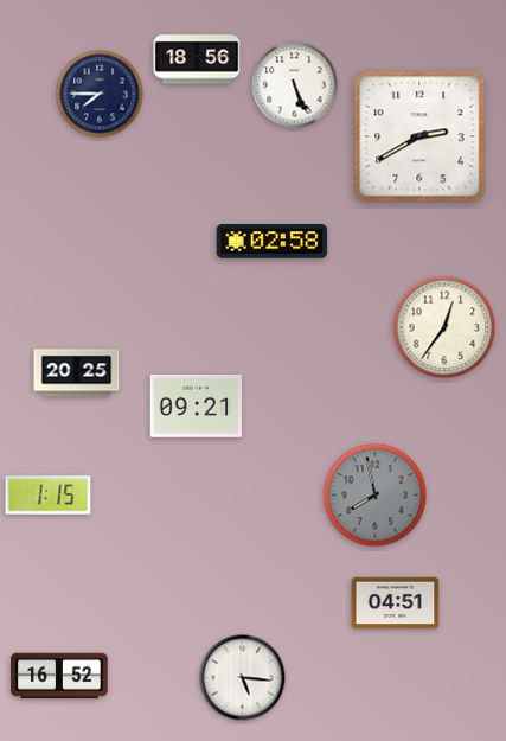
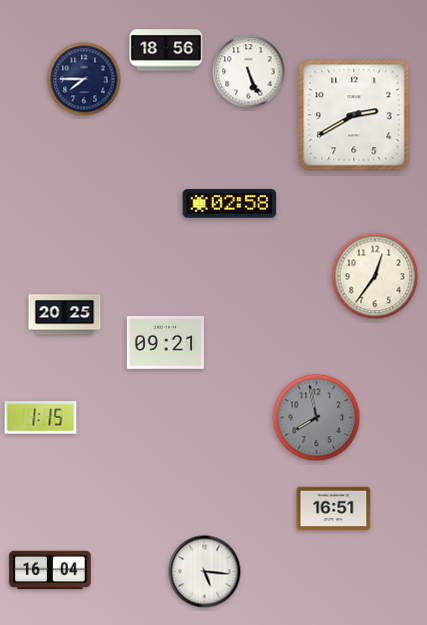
clock at (396, 603): 04:51 -> 16:51
clock at (59, 676): 16:52 -> 16:04
